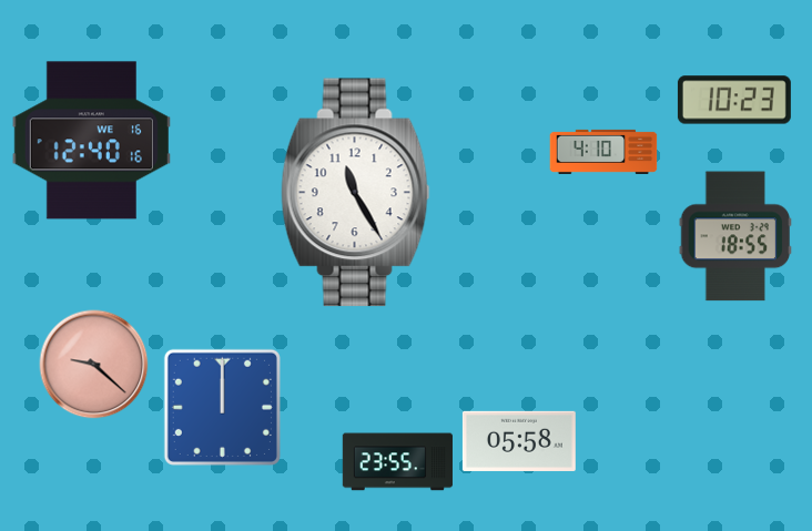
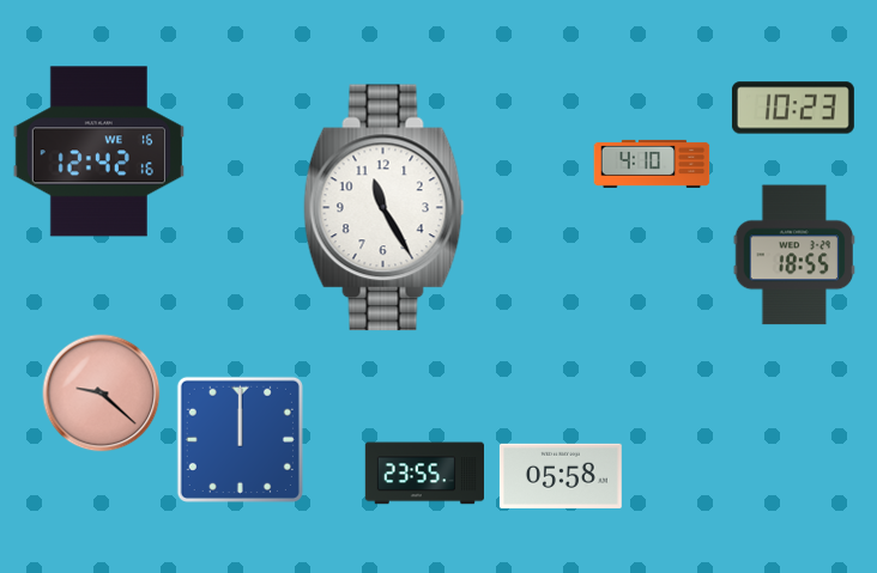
clock at (91, 141): 12:40 -> 12:42
clock at (397, 462) position: (397, 462) -> (424, 474)
